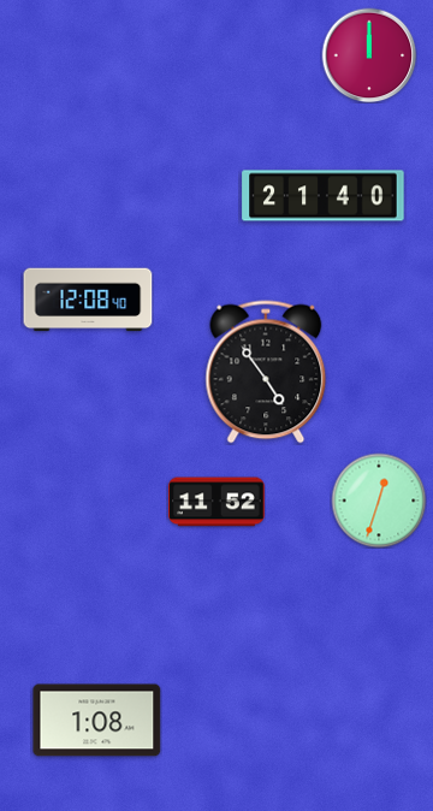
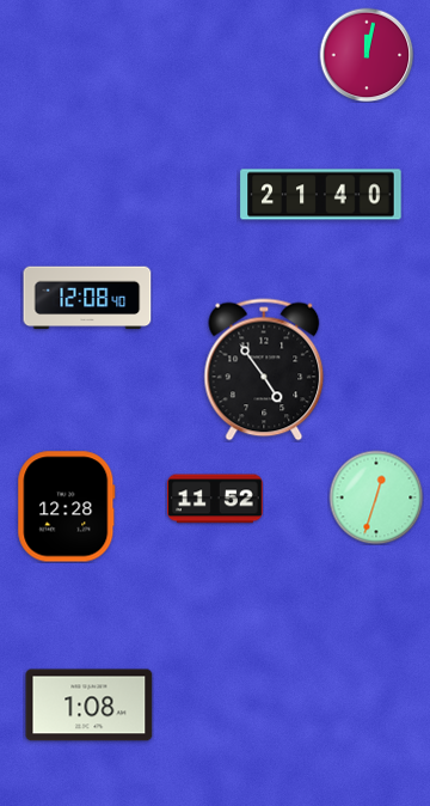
clock at (369, 55): 12:00 -> 12:02
clock at (67, 507): none -> 12:28
clock at (97, 721) position: (97, 721) -> (90, 706)
